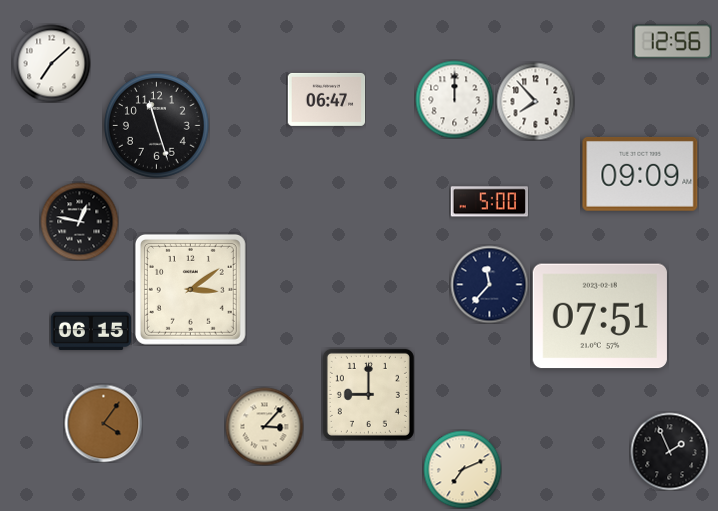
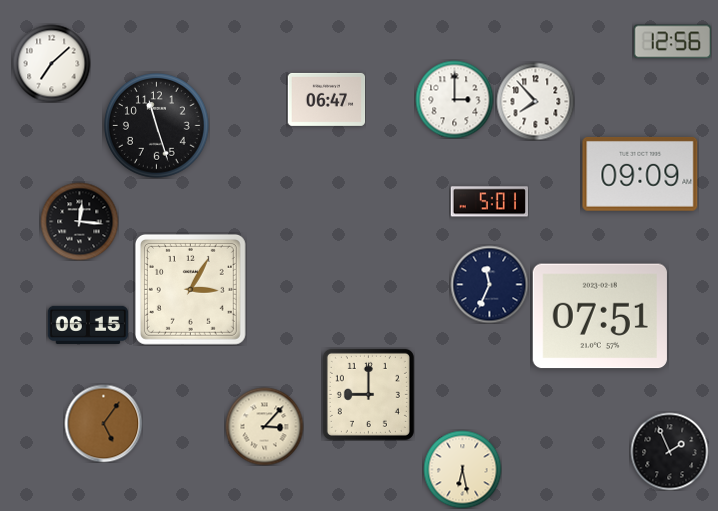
clock at (454, 99): 12:00 -> 3:00
clock at (489, 202): 5:00 -> 5:01
clock at (79, 221): 12:47 -> 12:16
clock at (489, 284): 11:37 -> 11:34
clock at (190, 289): 3:09 -> 3:05
clock at (90, 331) position: (90, 331) -> (87, 325)
clock at (103, 423): 4:06 -> 5:06
clock at (462, 469): 7:11 -> 6:28
